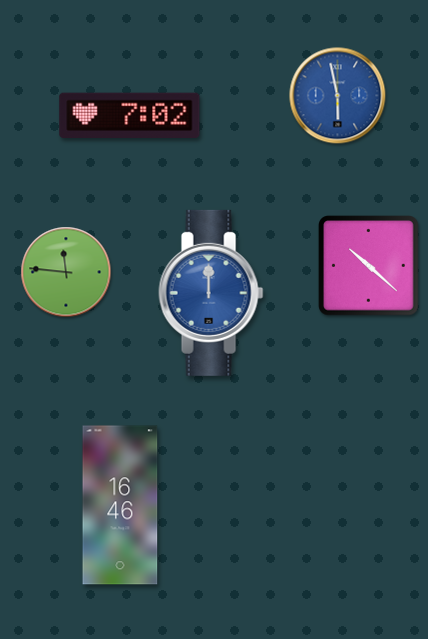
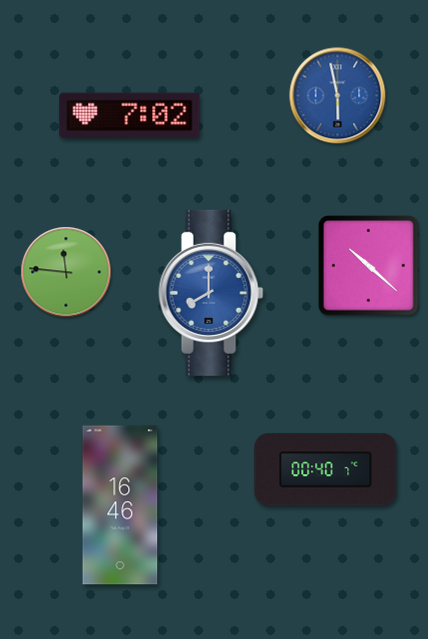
clock at (211, 293): 12:00 -> 8:00
clock at (326, 470): none -> 00:40
